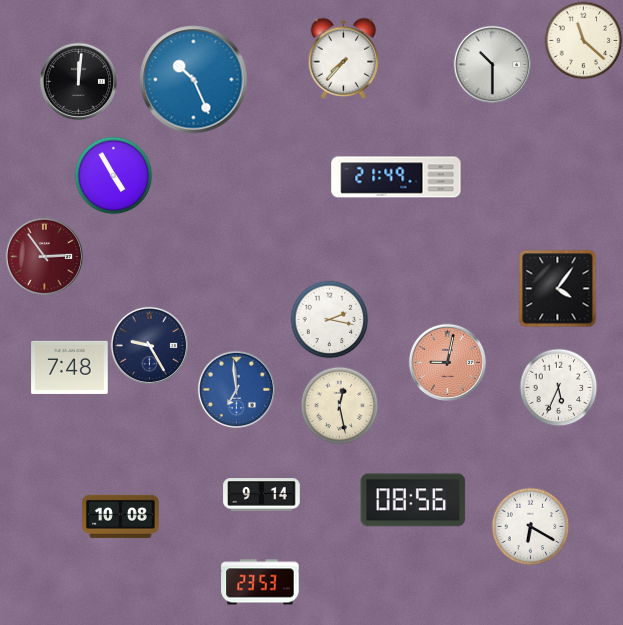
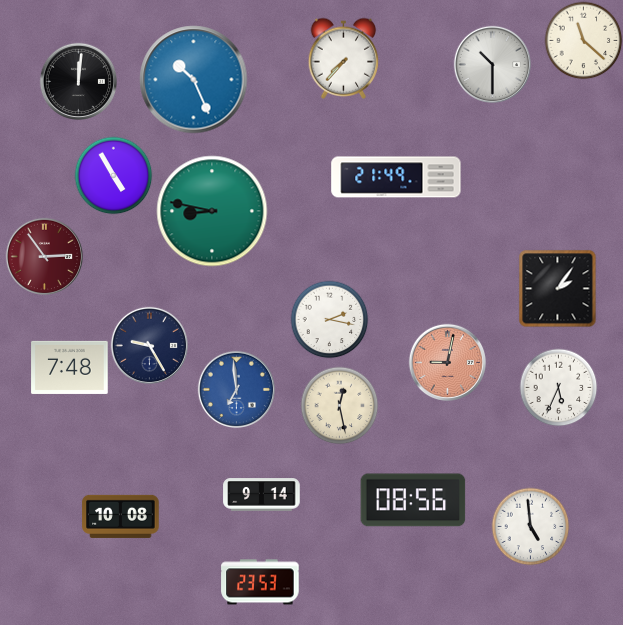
clock at (212, 211): none -> 8:47
clock at (557, 288): 4:06 -> 2:06
clock at (530, 526): 6:20 -> 4:59
